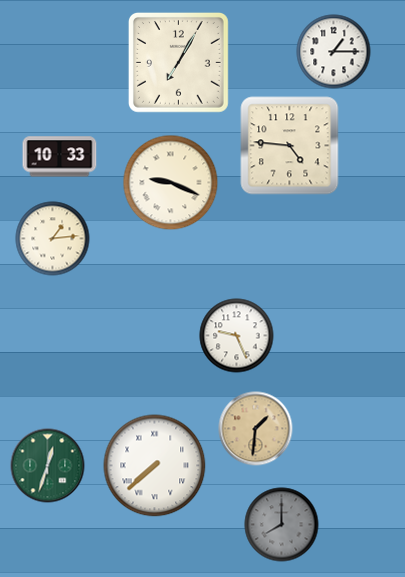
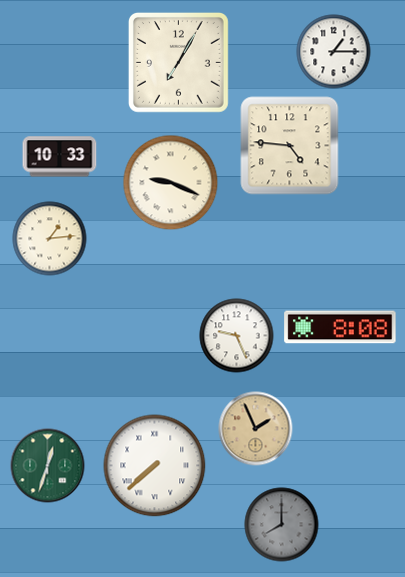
clock at (53, 239) position: (53, 239) -> (50, 239)
clock at (340, 327): none -> 8:08
clock at (256, 429): 1:31 -> 1:56
